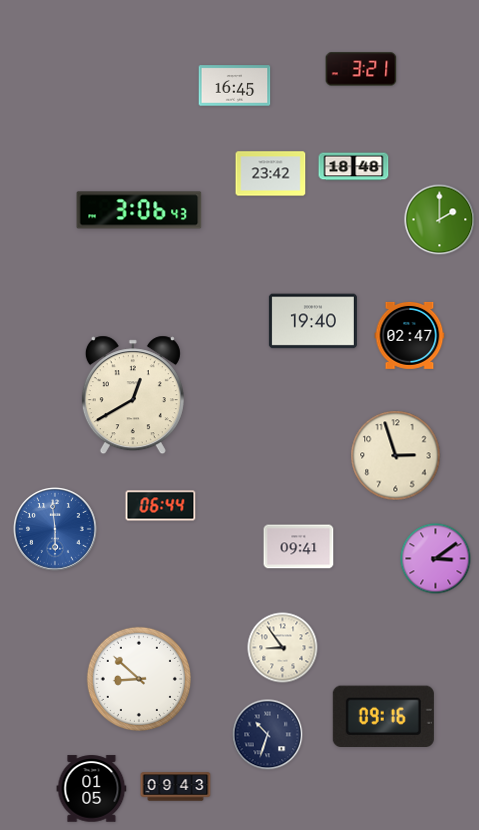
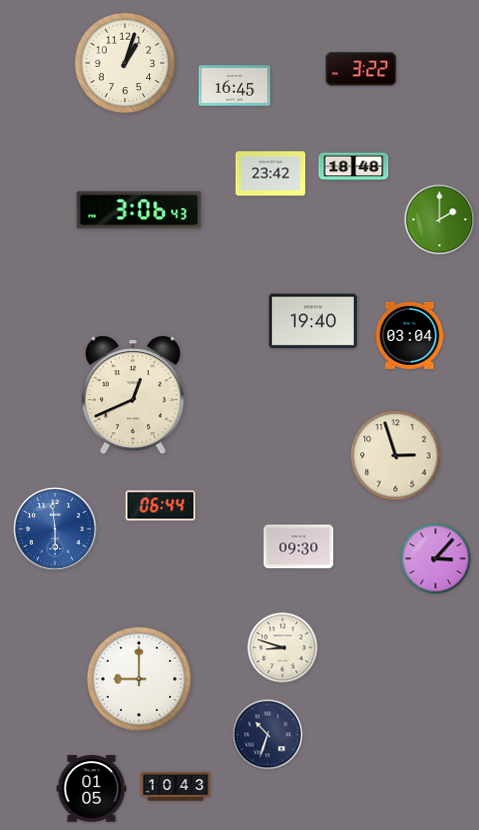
clock at (125, 63): none -> 1:03
clock at (361, 69): 3:21 -> 3:22
clock at (410, 335): 02:47 -> 03:04
clock at (133, 395): 12:40 -> 12:41
clock at (299, 547): 09:41 -> 09:30
clock at (436, 559): 3:09 -> 3:07
clock at (283, 648): 8:54 -> 8:48
clock at (139, 679): 8:52 -> 9:00
clock at (383, 717): 09:16 -> none
clock at (176, 787): 09:43 -> 10:43
